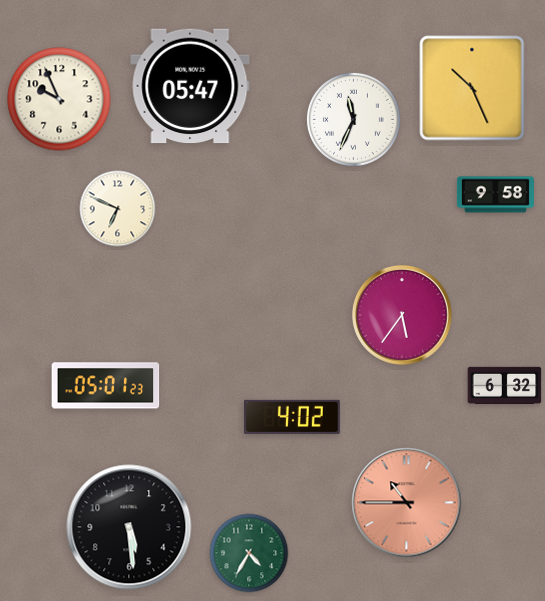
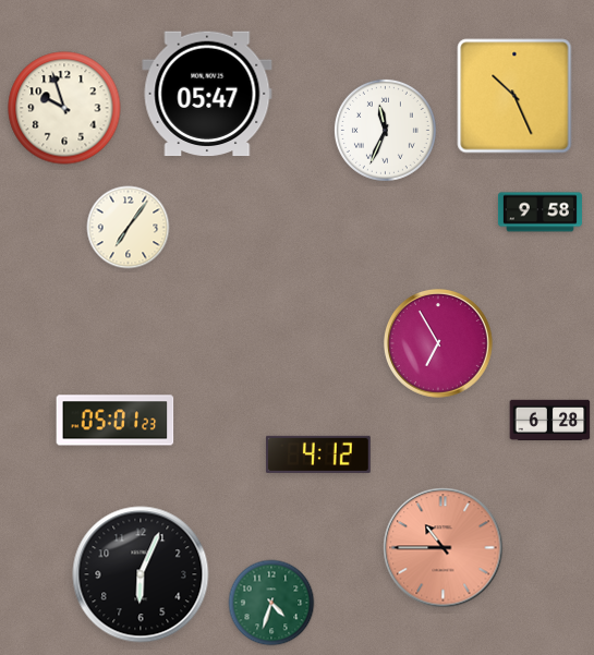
clock at (59, 99): 9:56 -> 9:57
clock at (118, 209): 6:49 -> 7:06
clock at (402, 315): 5:36 -> 6:55
clock at (505, 385): 6:32 -> 6:28
clock at (292, 417): 4:02 -> 4:12
clock at (129, 527): 5:29 -> 6:04
clock at (249, 553): 4:35 -> 4:33
